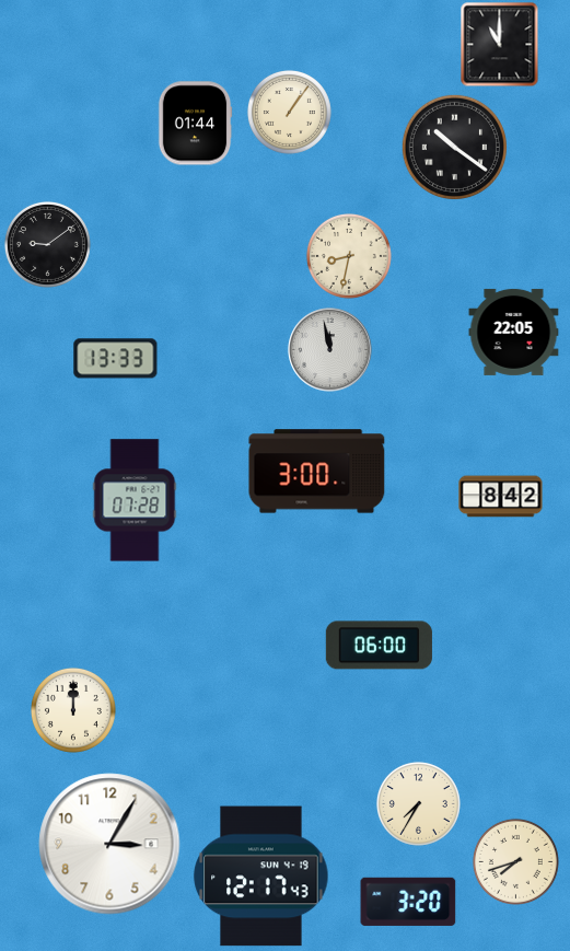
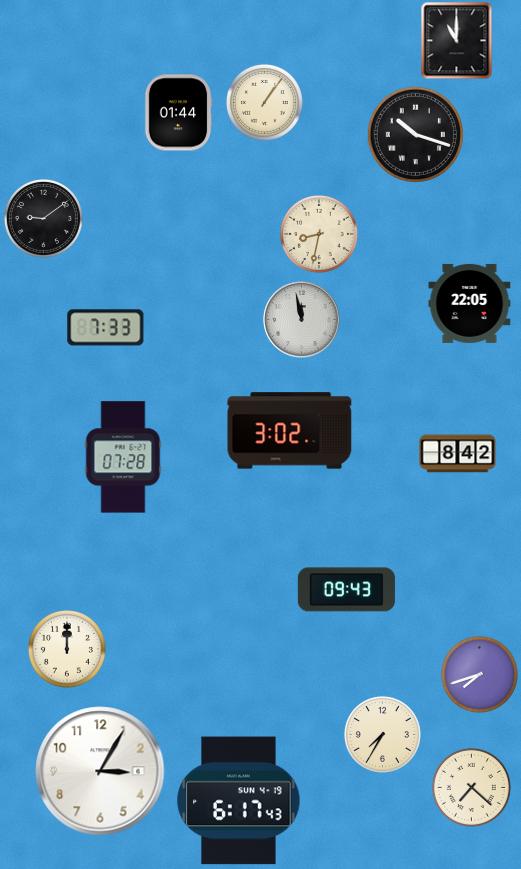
clock at (454, 147): 10:21 -> 10:18
clock at (47, 244) position: (47, 244) -> (43, 218)
clock at (116, 359): 13:33 -> 7:33
clock at (317, 472): 3:00 -> 3:02
clock at (379, 646): 06:00 -> 09:43
clock at (479, 674): none -> 7:42
clock at (515, 861): 7:42 -> 7:22
clock at (261, 877): 12:17 -> 6:17
clock at (408, 902): 3:20 -> none
